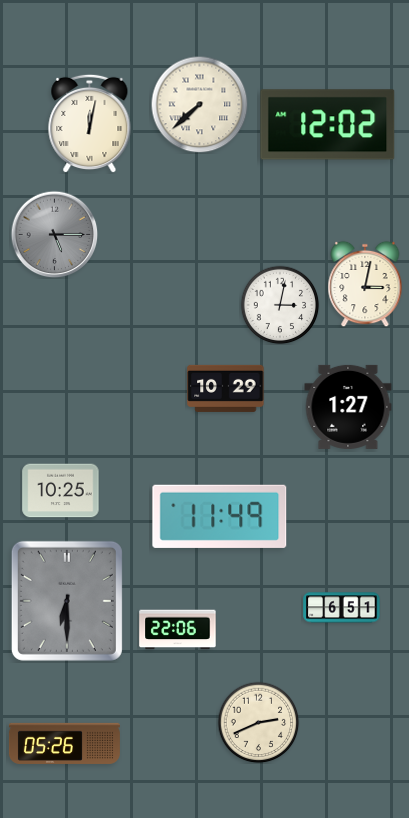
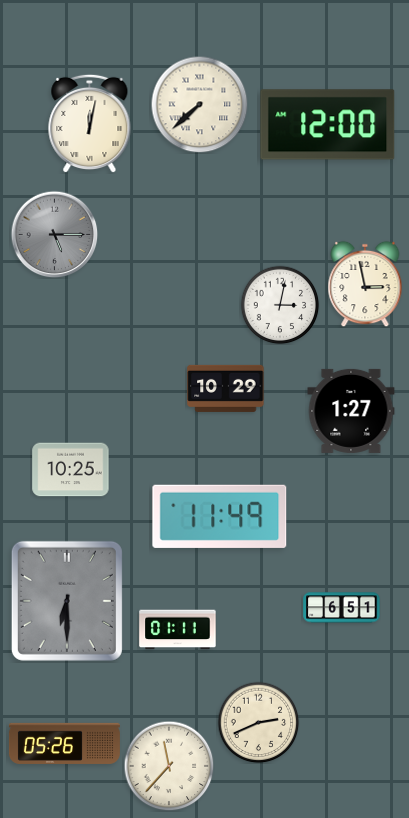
clock at (328, 125): 12:02 -> 12:00
clock at (365, 284): 3:02 -> 2:58
clock at (348, 407) position: (348, 407) -> (351, 411)
clock at (61, 491) position: (61, 491) -> (71, 470)
clock at (178, 630): 22:06 -> 01:11
clock at (169, 766): none -> 11:37
